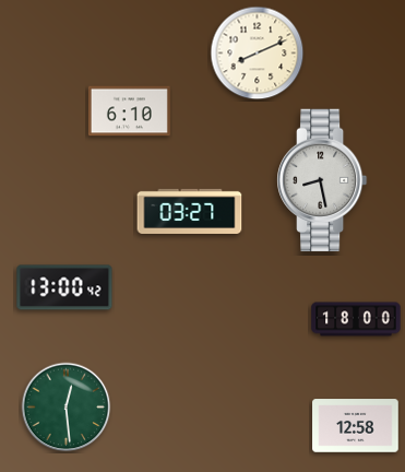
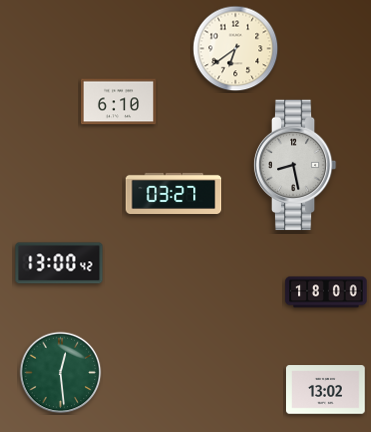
clock at (258, 54): 8:11 -> 6:39
clock at (356, 426): 12:58 -> 13:02
